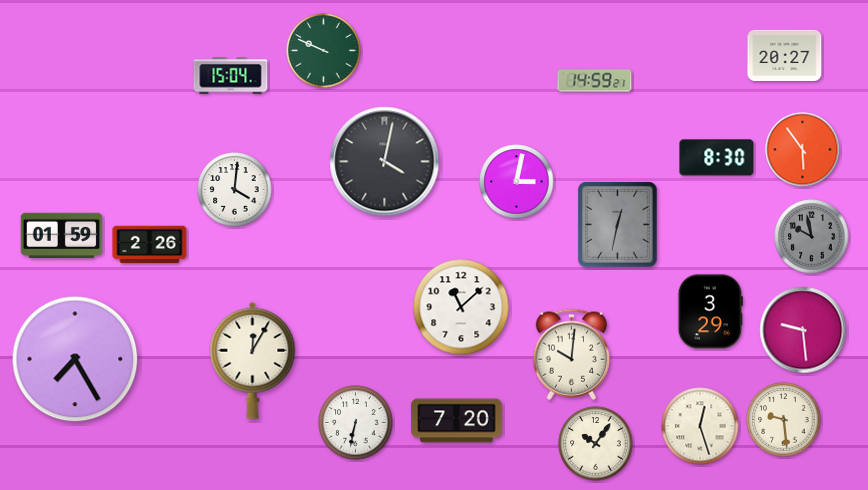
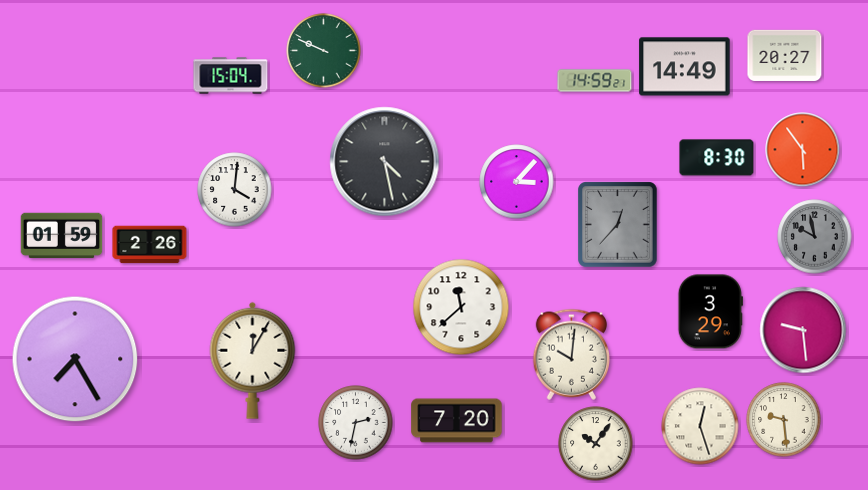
clock at (685, 67): none -> 14:49
clock at (385, 162): 4:02 -> 4:28
clock at (517, 182): 3:02 -> 3:07
clock at (618, 225): 12:32 -> 12:37
clock at (812, 237) position: (812, 237) -> (815, 237)
clock at (461, 307): 11:08 -> 11:38
clock at (356, 423): 6:32 -> 2:32
